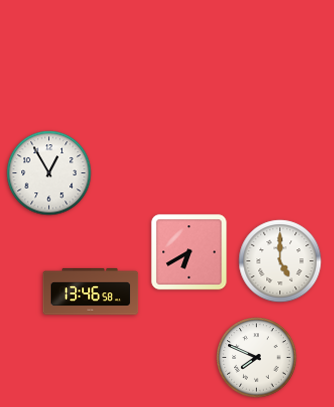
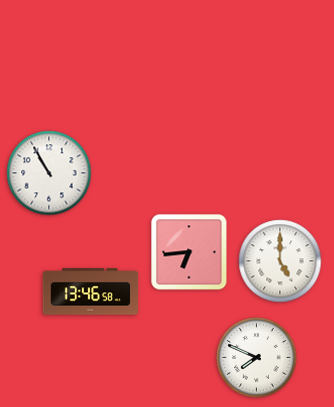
clock at (49, 173): 12:55 -> 10:55
clock at (189, 252): 6:40 -> 6:44
